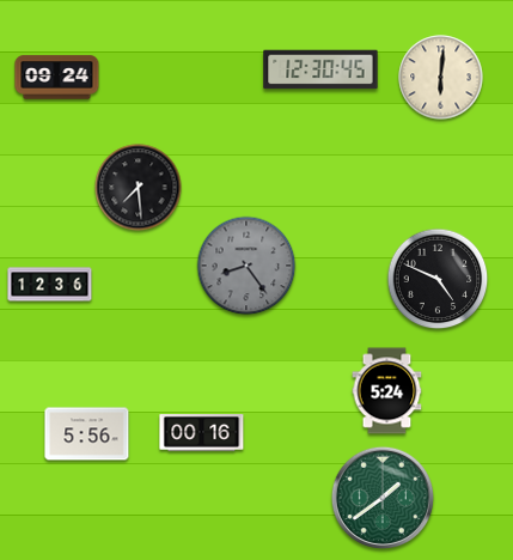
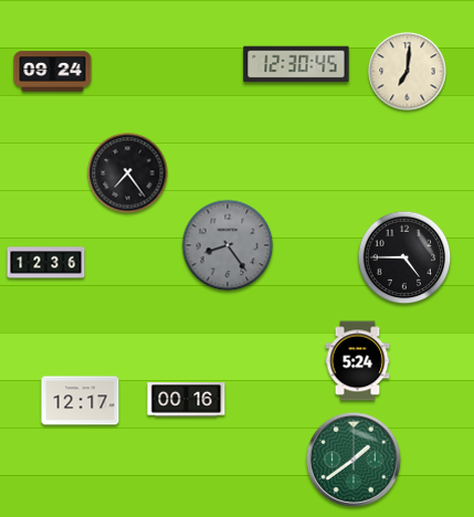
clock at (441, 78): 6:01 -> 7:01
clock at (139, 188): 7:29 -> 7:24
clock at (438, 279): 4:49 -> 4:45
clock at (87, 434): 5:56 -> 12:17
